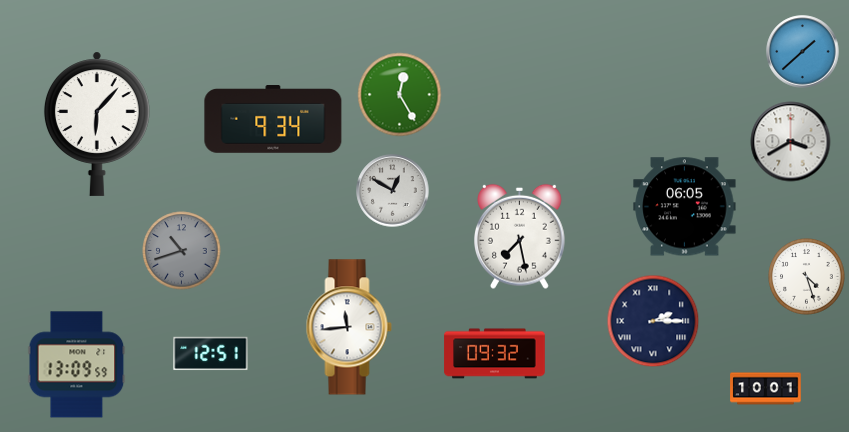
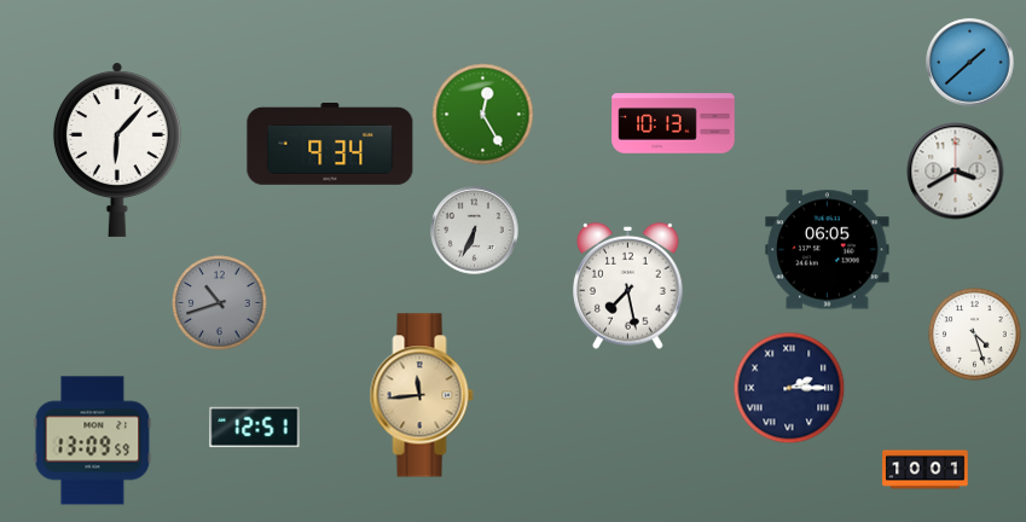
clock at (673, 123): none -> 10:13
clock at (393, 191): 12:50 -> 6:34
clock at (349, 327) dial: white -> champagne
clock at (495, 354): 09:32 -> none
